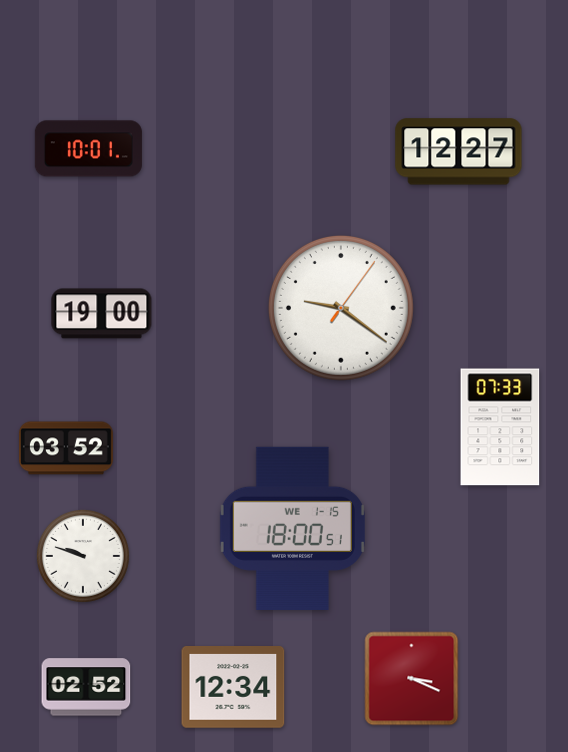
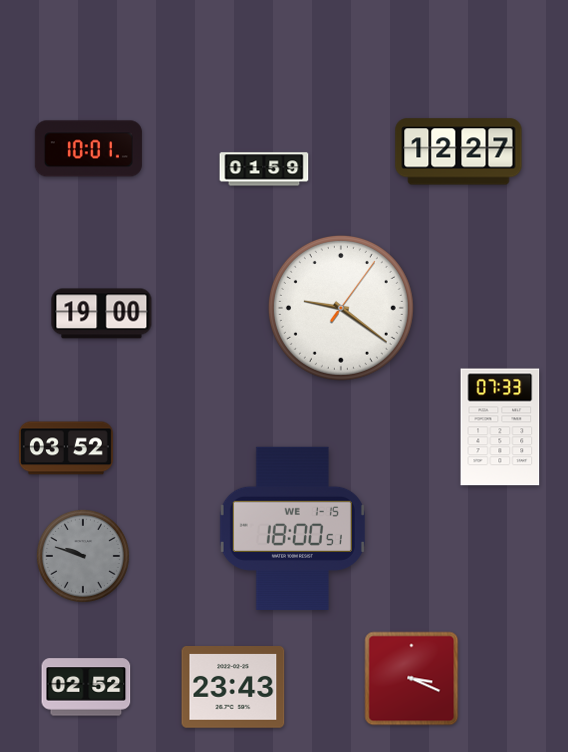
clock at (264, 169): none -> 01:59
clock at (83, 556) dial: white -> grey
clock at (233, 688): 12:34 -> 23:43
